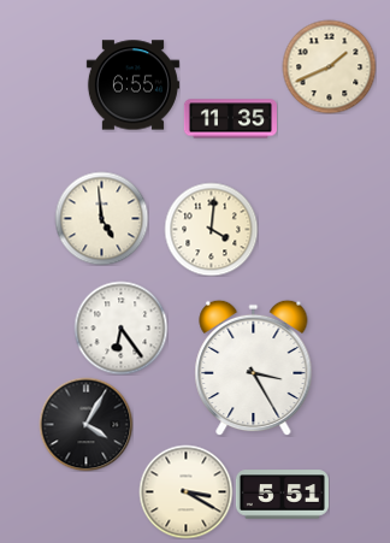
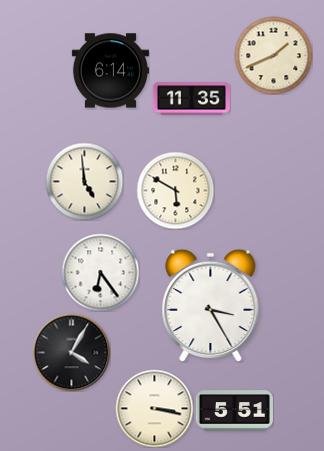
clock at (132, 85): 6:55 -> 6:14
clock at (211, 229): 4:01 -> 5:50
clock at (185, 491): 3:20 -> 3:17
